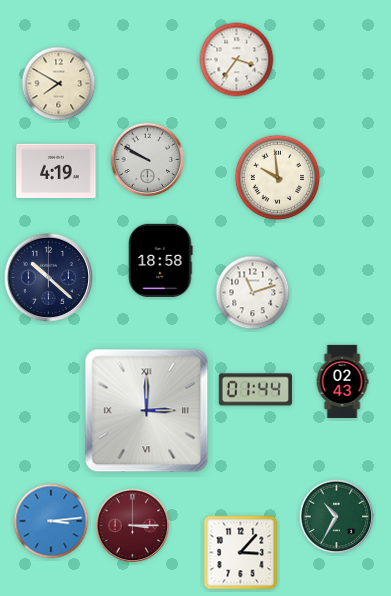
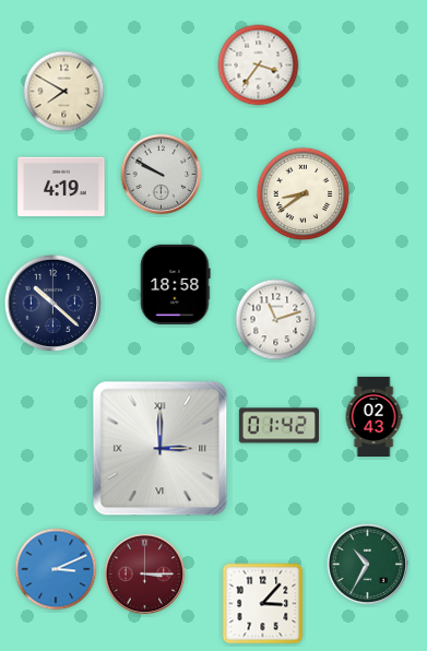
clock at (278, 178): 9:59 -> 8:39
clock at (255, 390): 01:44 -> 01:42
clock at (51, 521): 3:14 -> 3:11
